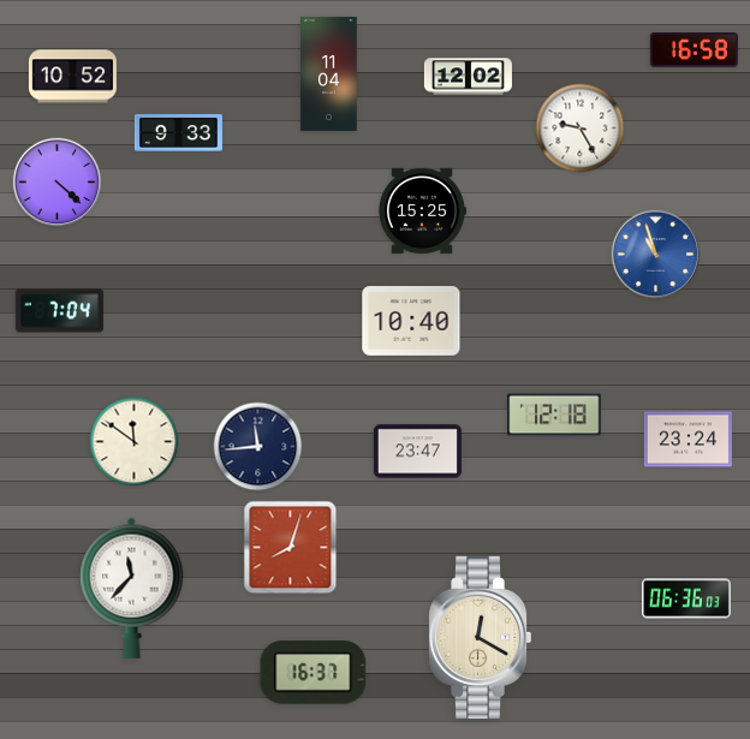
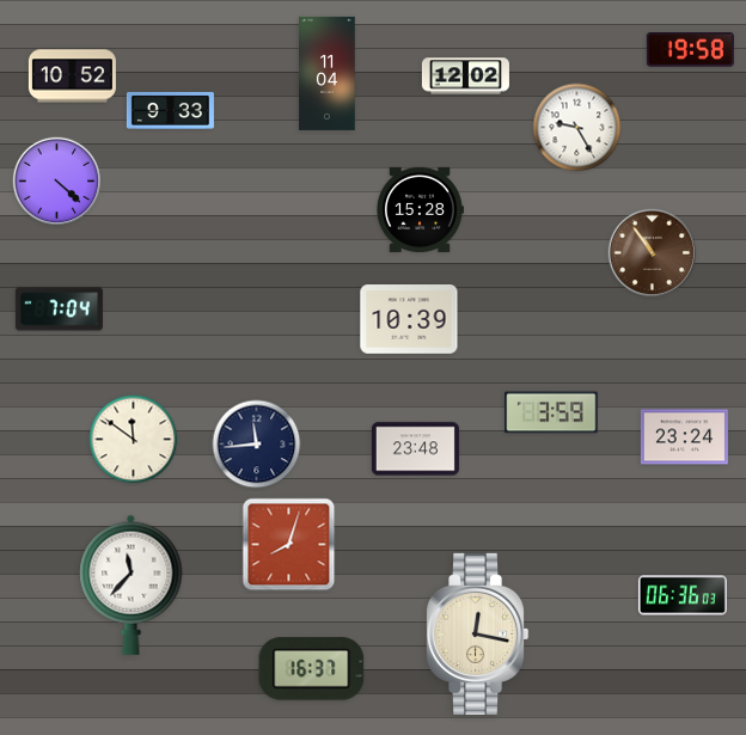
clock at (694, 50): 16:58 -> 19:58
clock at (178, 132) position: (178, 132) -> (170, 110)
clock at (423, 210): 15:25 -> 15:28
clock at (656, 255): 10:57 -> 10:54
clock at (656, 255) dial: blue -> brown
clock at (411, 322): 10:40 -> 10:39
clock at (554, 415): 12:18 -> 3:59
clock at (417, 452): 23:47 -> 23:48
clock at (480, 637): 12:20 -> 12:17
